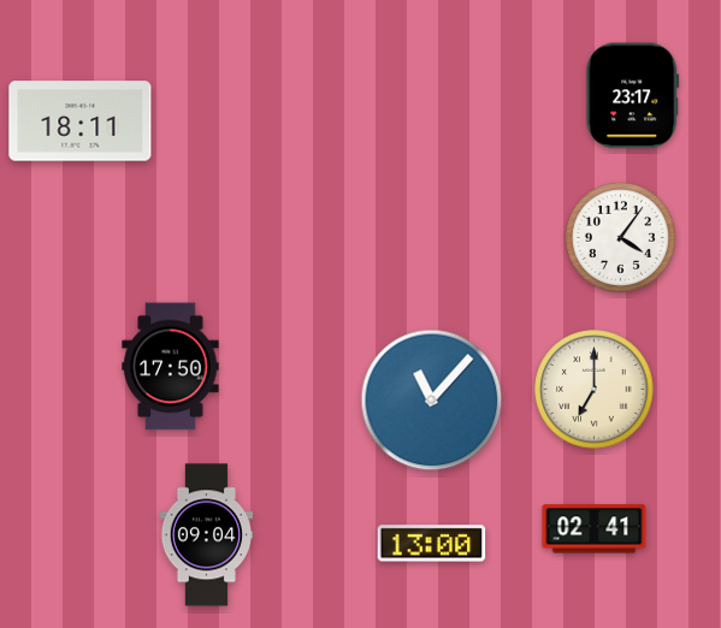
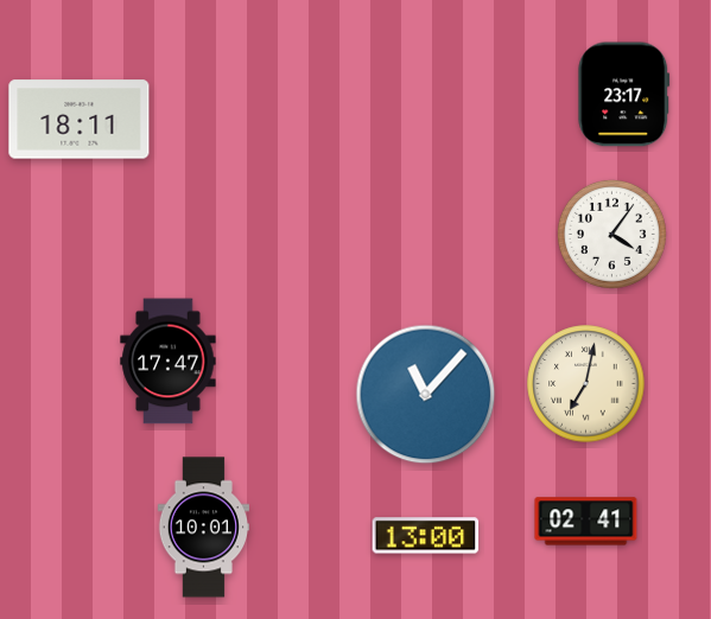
clock at (171, 367): 17:50 -> 17:47
clock at (595, 390): 7:00 -> 7:02
clock at (206, 535): 09:04 -> 10:01
